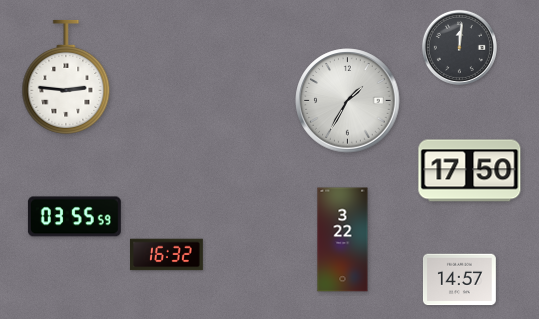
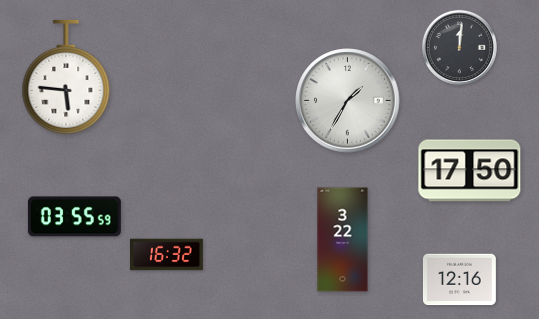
clock at (66, 77): 2:46 -> 5:46
clock at (460, 280): 14:57 -> 12:16
